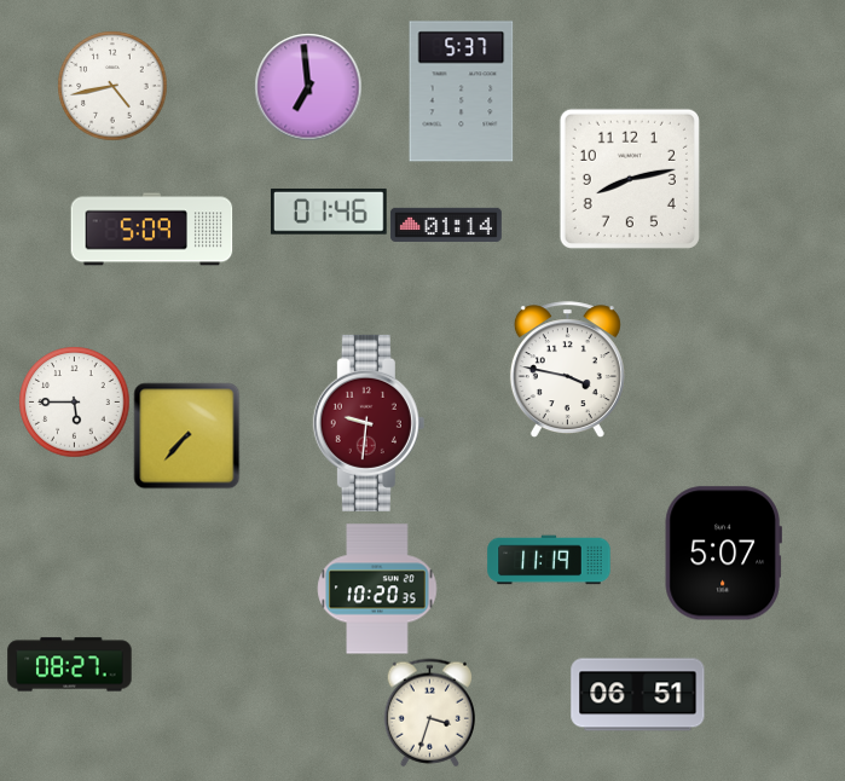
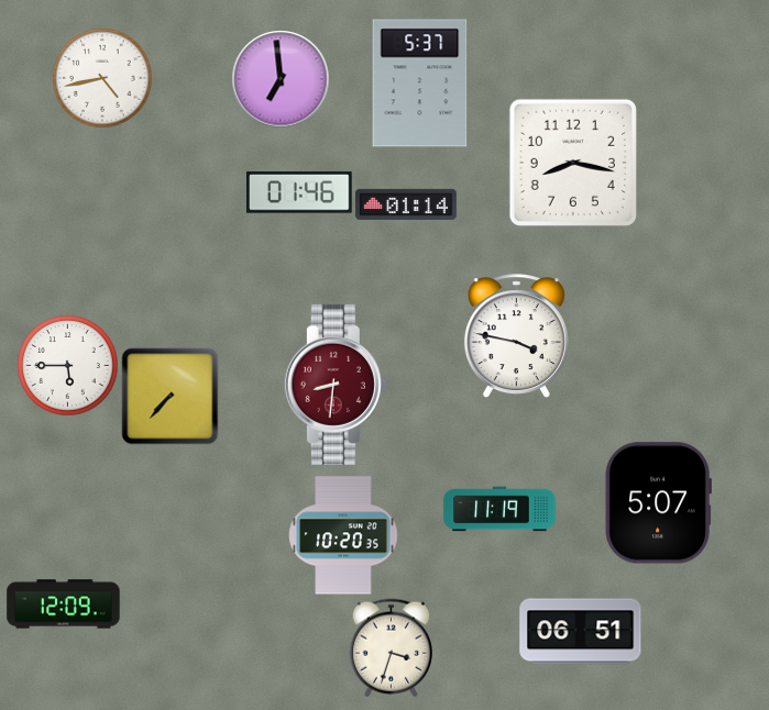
clock at (630, 179): 8:13 -> 8:17
clock at (152, 230): 5:09 -> none
clock at (369, 423): 9:31 -> 8:31
clock at (70, 665): 08:27 -> 12:09
